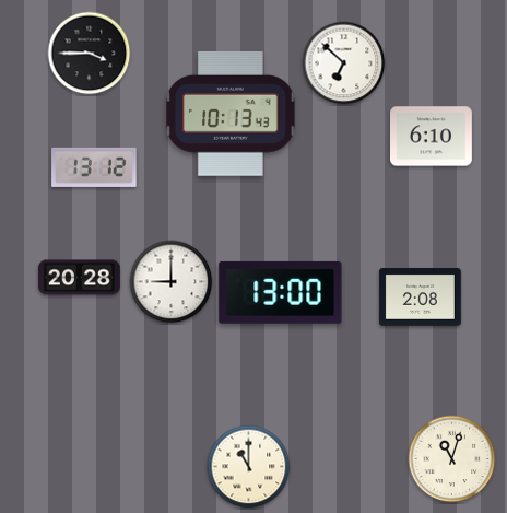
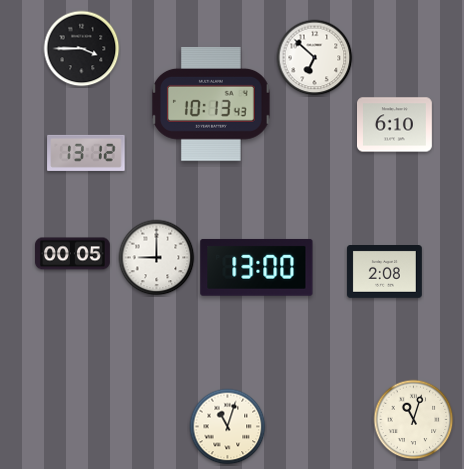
clock at (80, 278): 20:28 -> 00:05
clock at (249, 467): 11:00 -> 11:03
